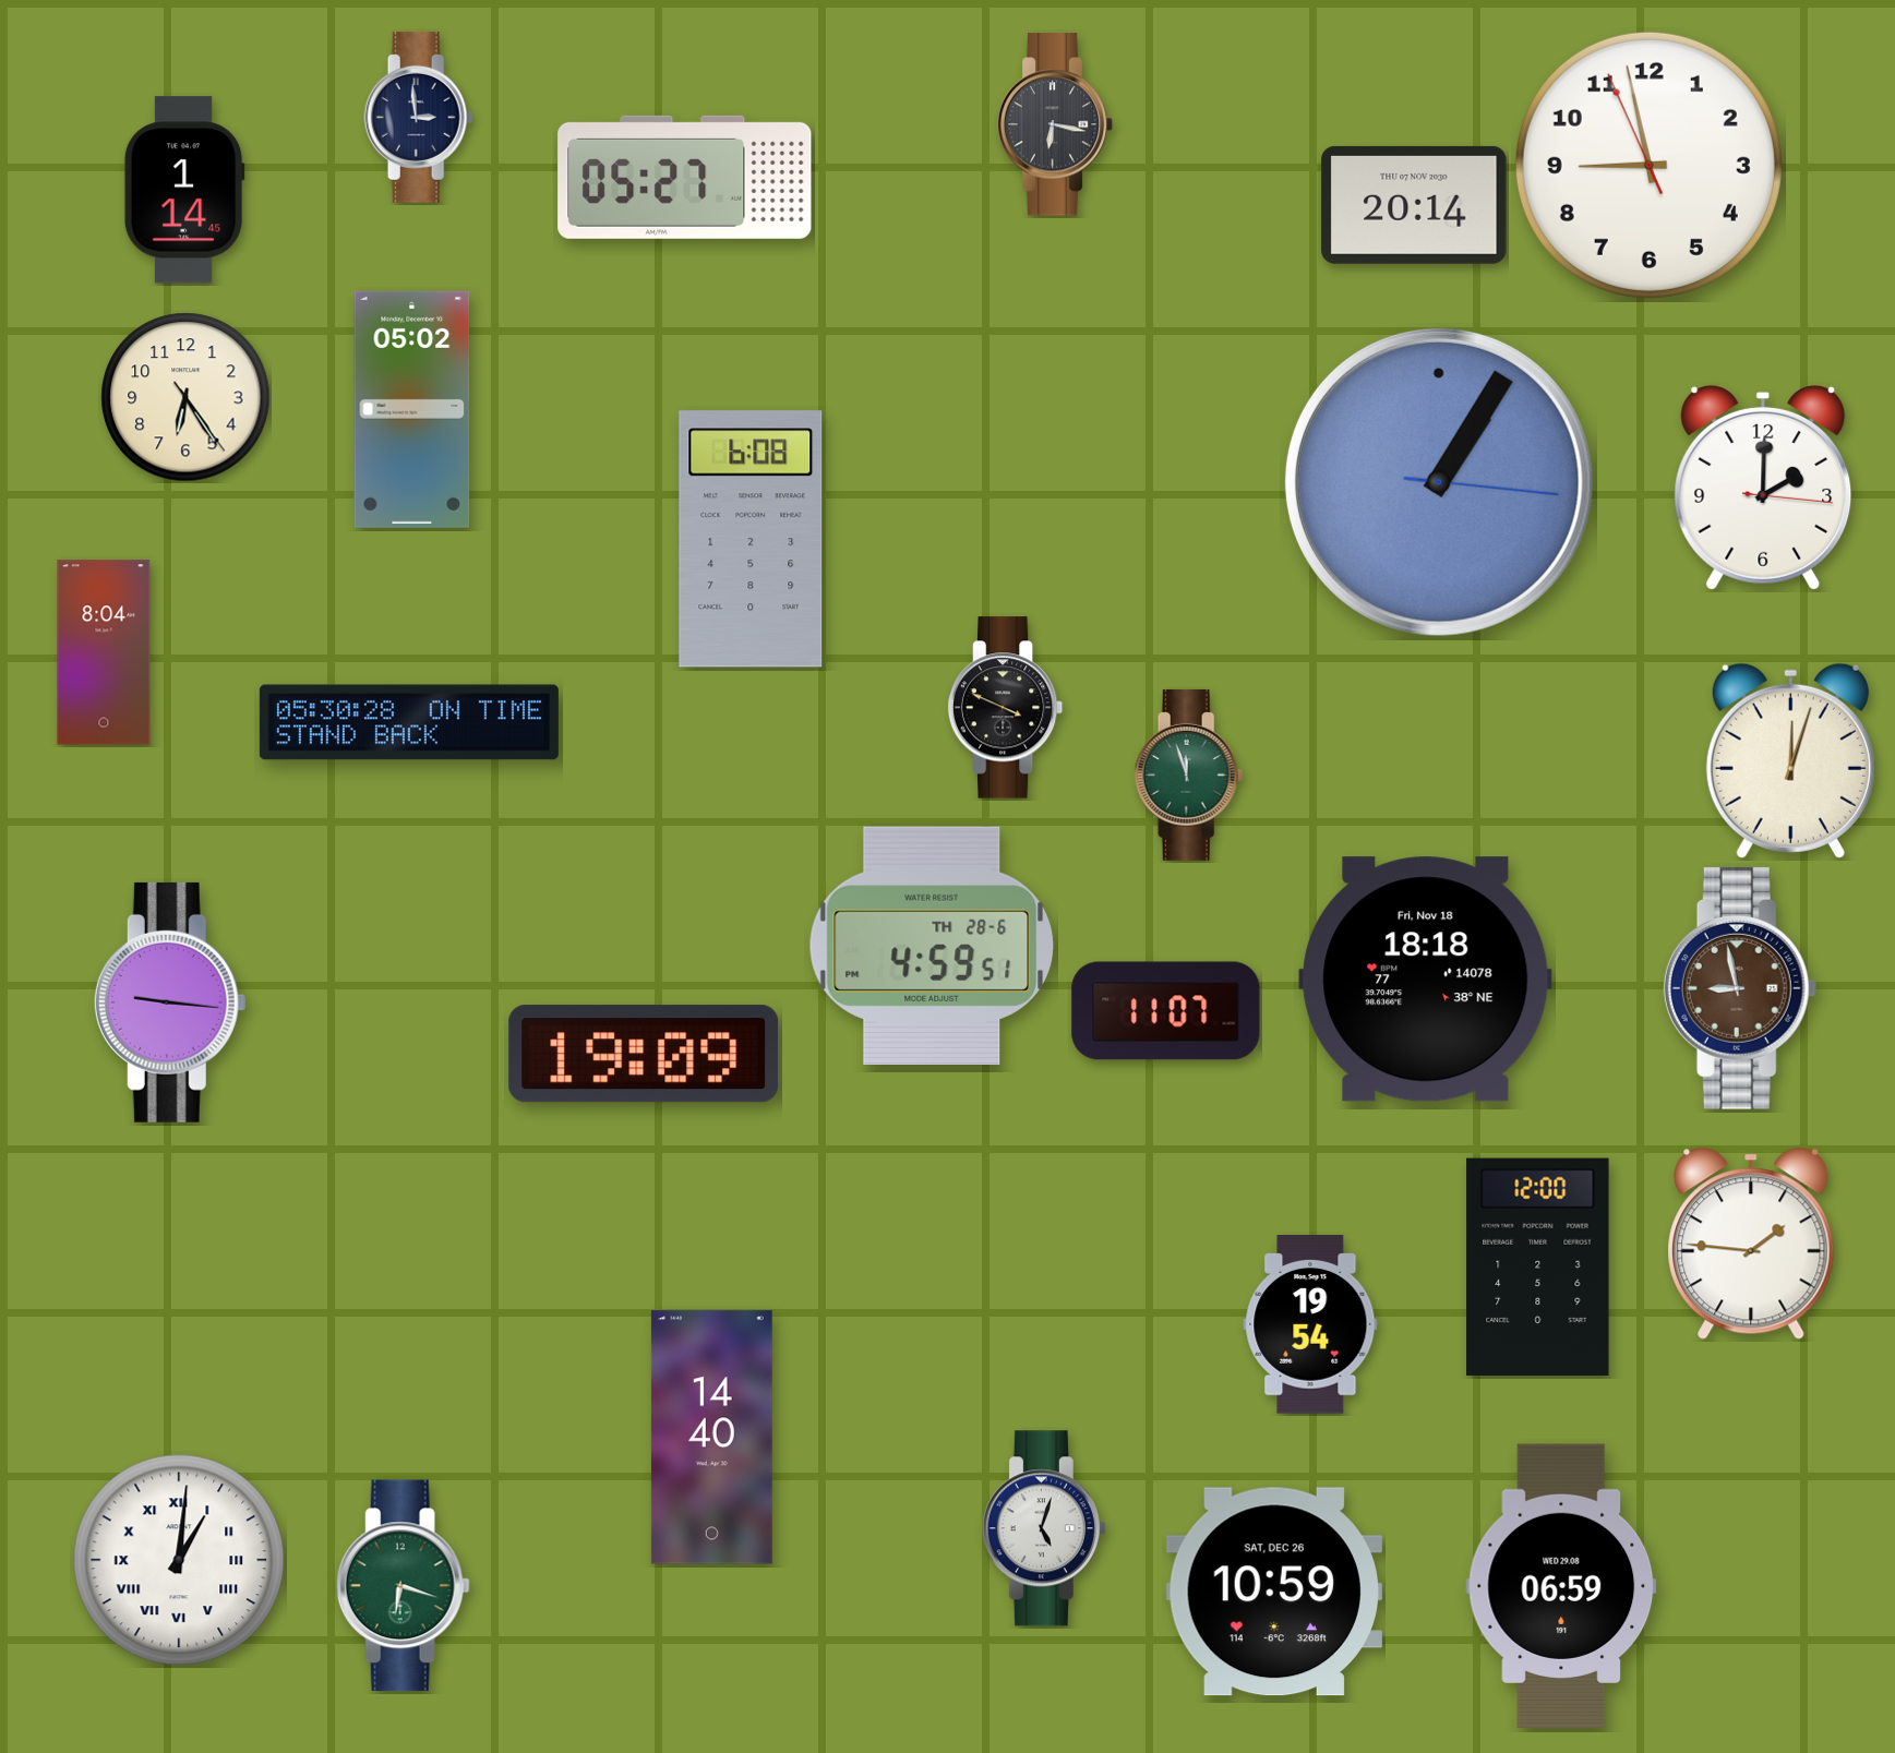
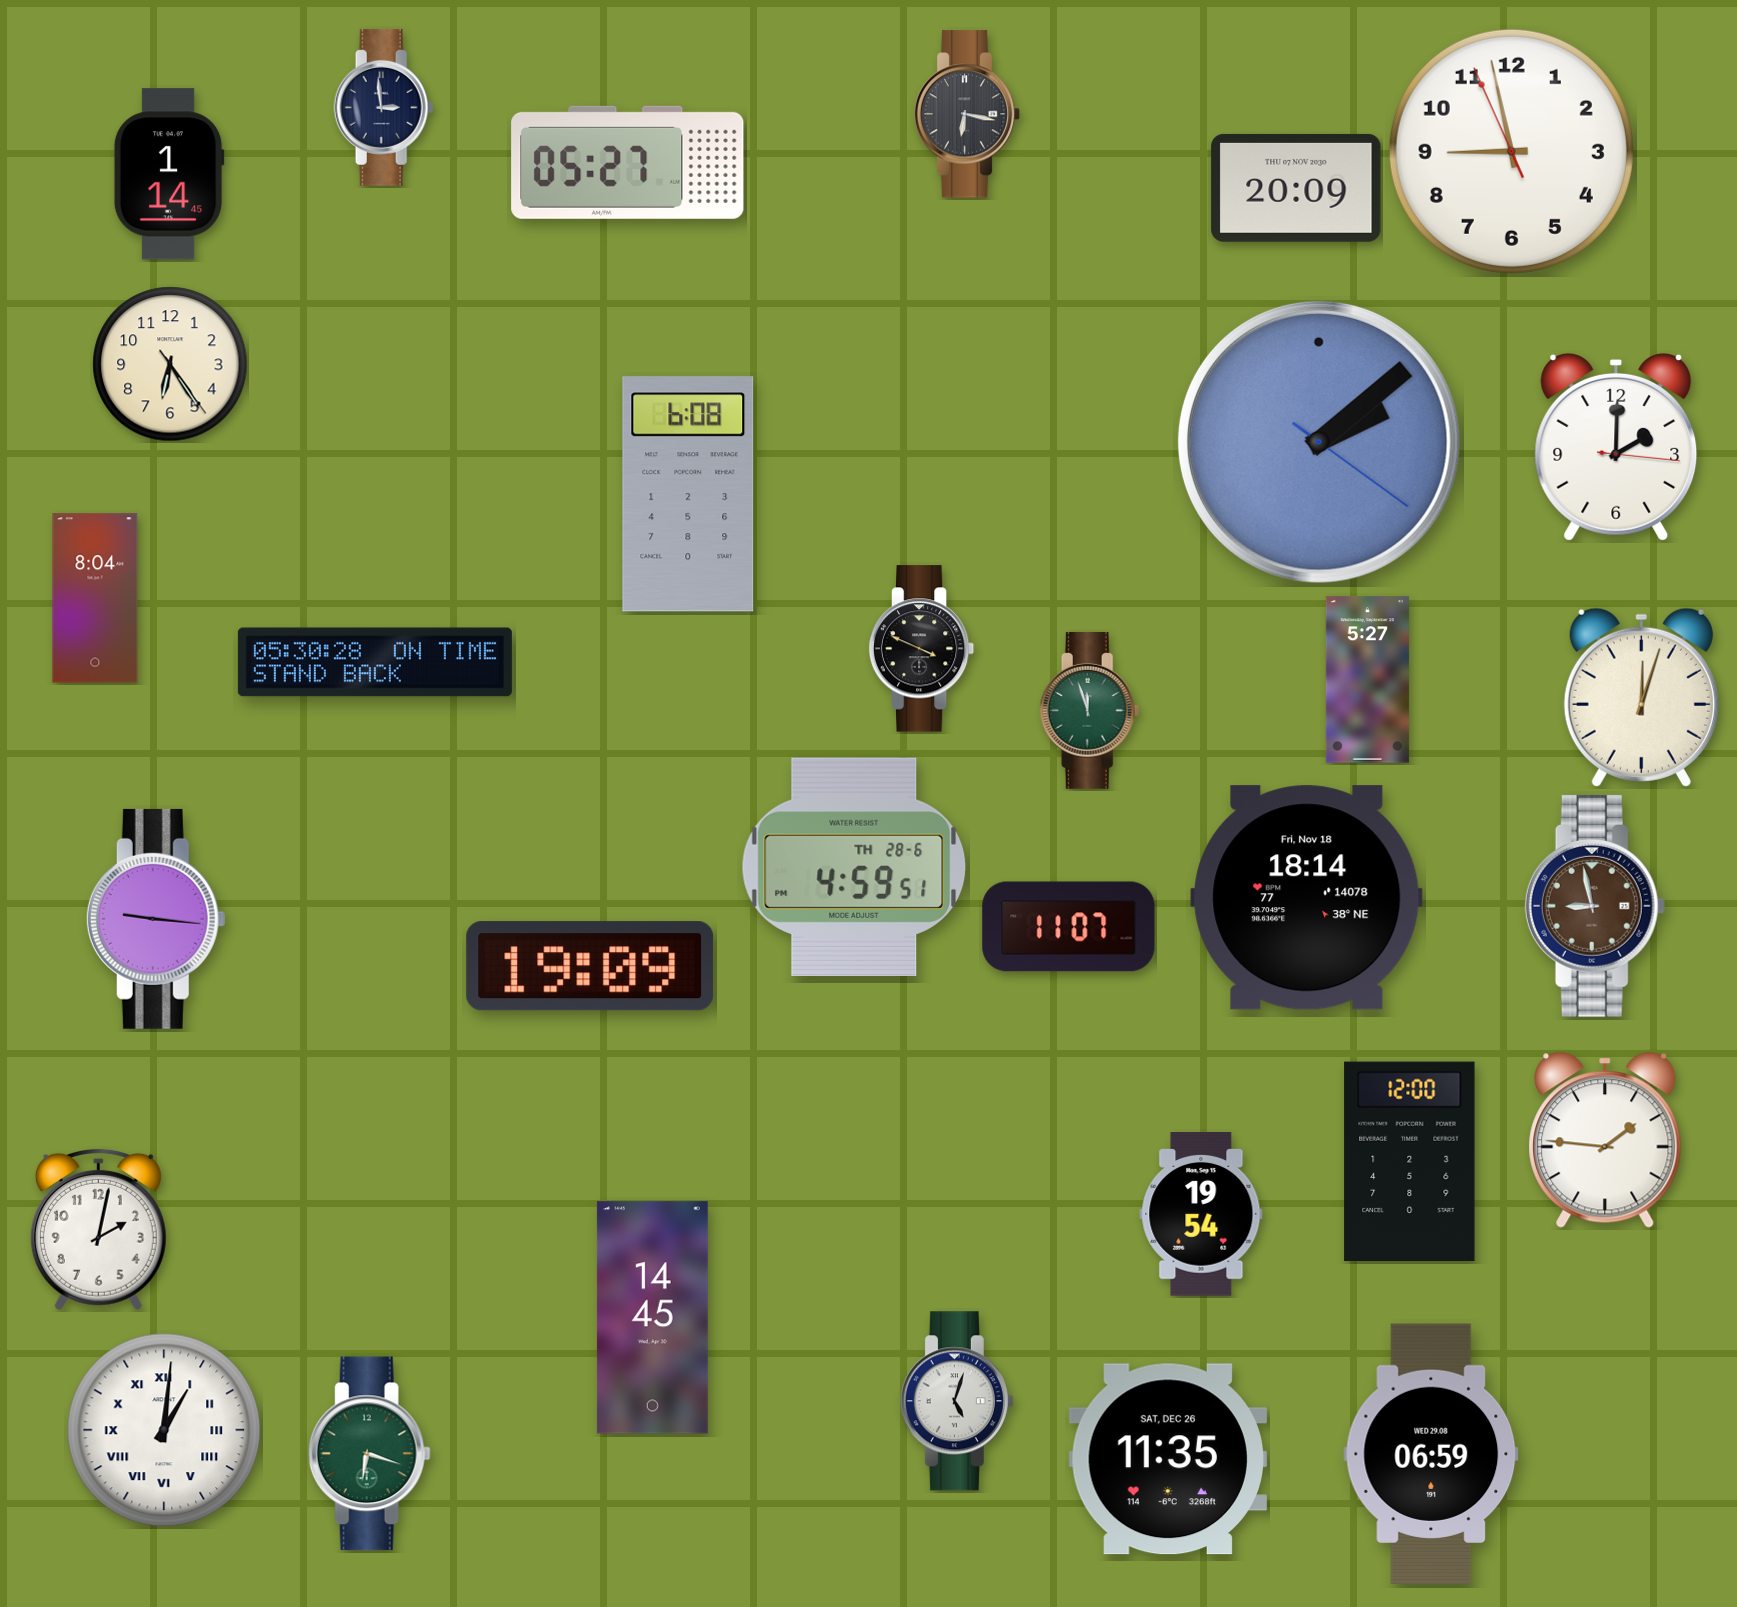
clock at (1414, 205): 20:14 -> 20:09
clock at (412, 409): 05:02 -> none
clock at (1439, 482): 1:05 -> 2:08
clock at (1367, 680): none -> 5:27
clock at (1426, 980): 18:18 -> 18:14
clock at (98, 1229): none -> 2:02
clock at (711, 1438): 14:40 -> 14:45
clock at (1274, 1592): 10:59 -> 11:35
